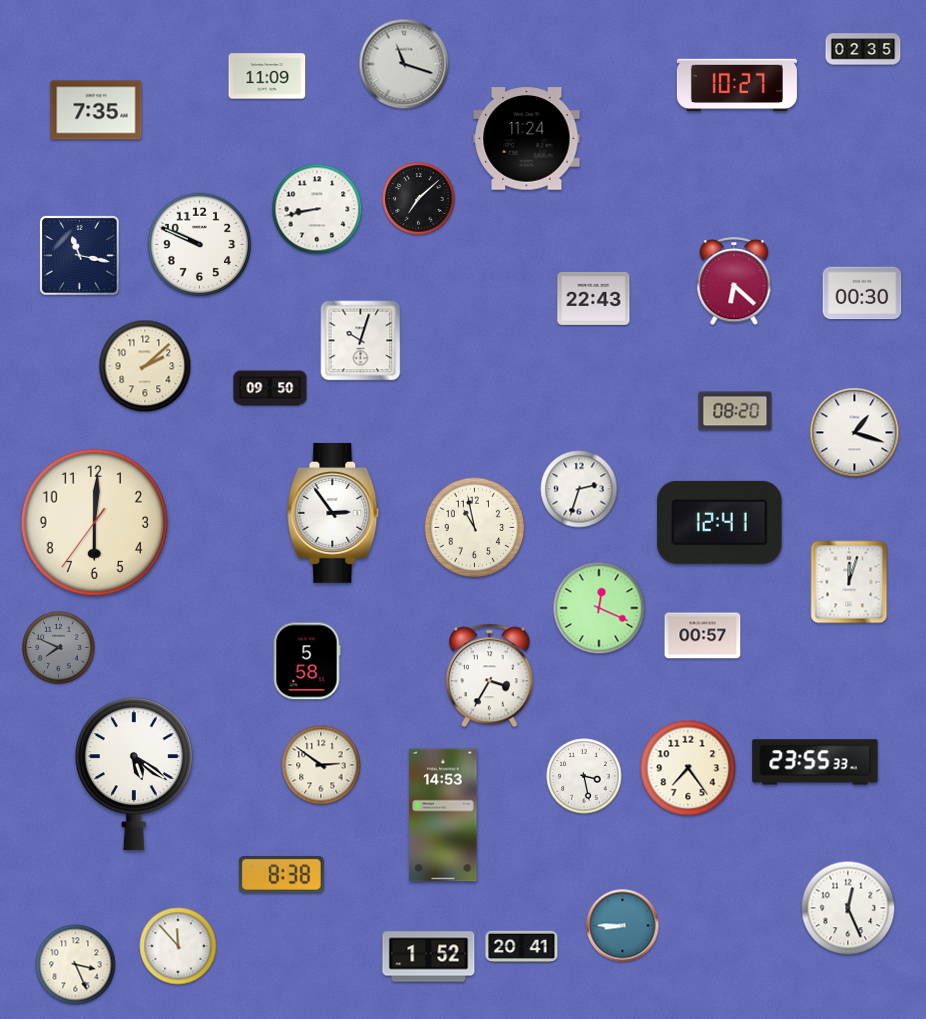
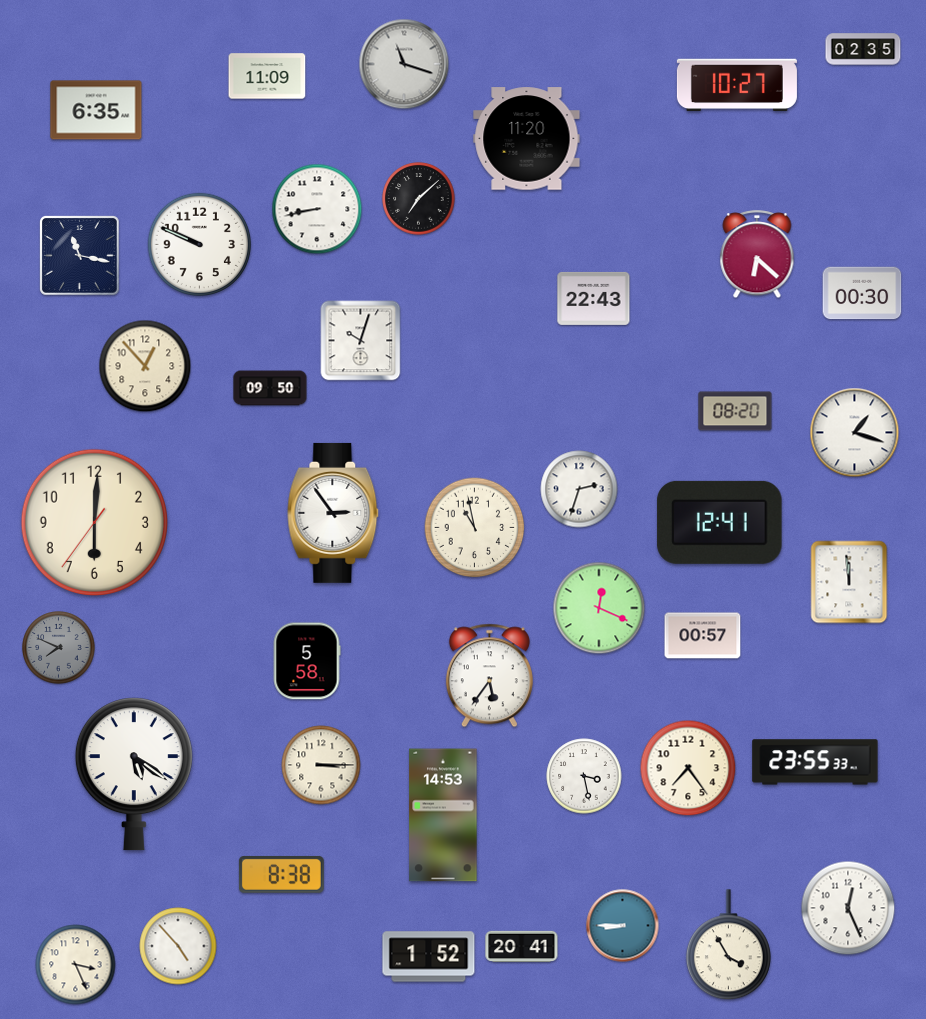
clock at (96, 110): 7:35 -> 6:35
clock at (527, 139): 11:24 -> 11:20
clock at (734, 282) position: (734, 282) -> (757, 255)
clock at (145, 366): 2:08 -> 12:53
clock at (849, 582): 12:03 -> 11:59
clock at (489, 676): 3:35 -> 5:36
clock at (321, 765): 2:51 -> 3:15
clock at (728, 945): none -> 3:55
clock at (178, 946): 11:53 -> 4:53
